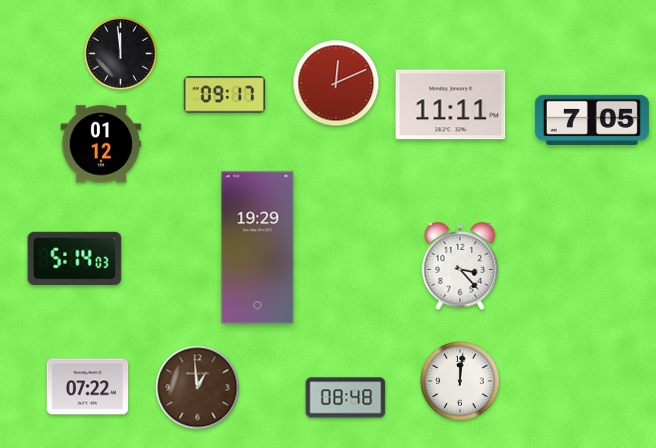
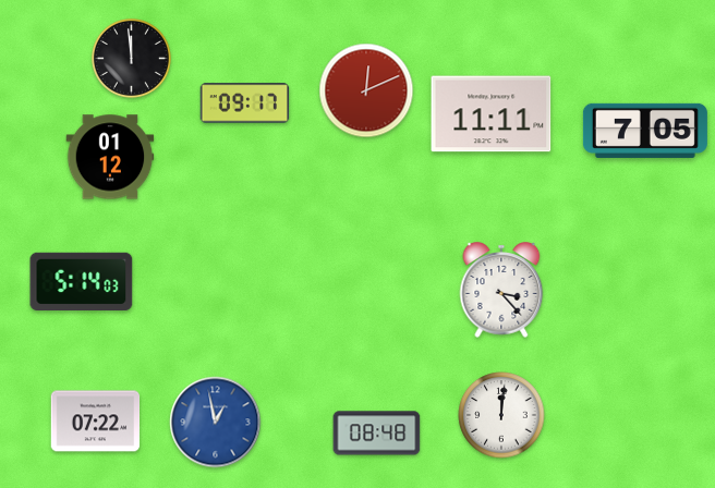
clock at (258, 248): 19:29 -> none
clock at (198, 388): 12:59 -> 12:58
clock at (198, 388) dial: brown -> blue
